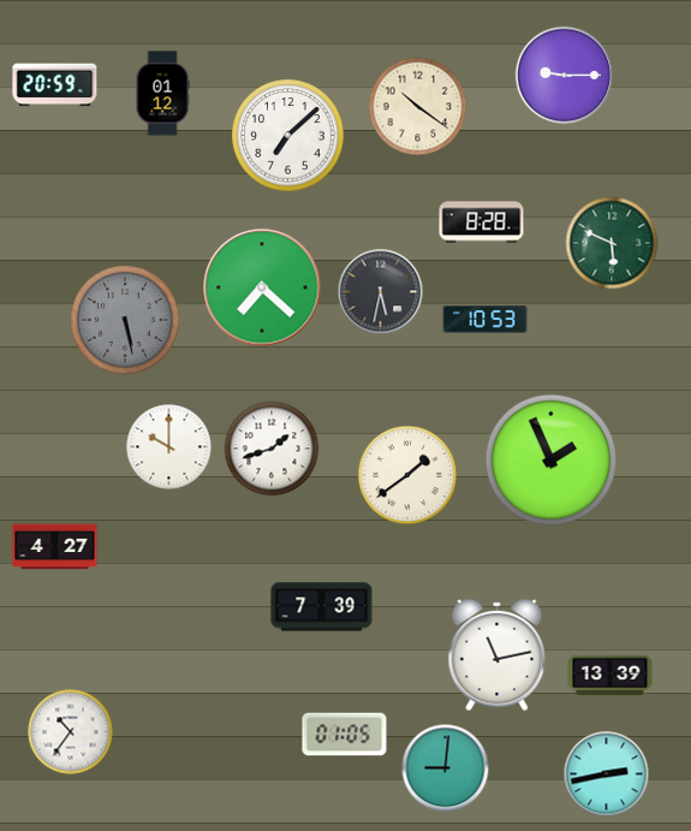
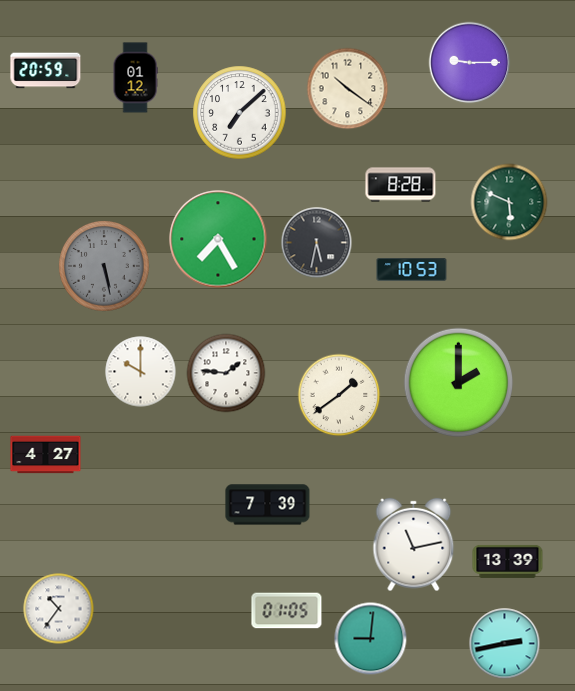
clock at (262, 287): 7:22 -> 7:25
clock at (486, 320) position: (486, 320) -> (412, 270)
clock at (272, 449): 1:42 -> 1:46
clock at (552, 461): 1:56 -> 2:00
